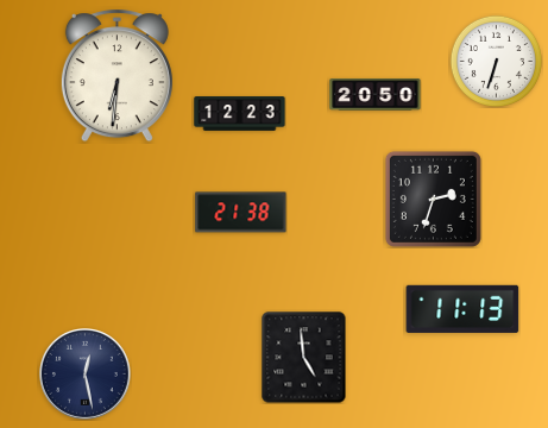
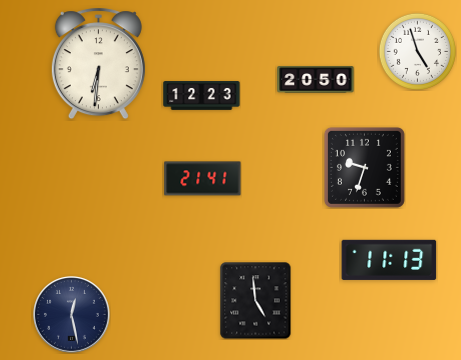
clock at (496, 61): 6:33 -> 4:57
clock at (433, 199): 2:33 -> 9:33
clock at (241, 213): 21:38 -> 21:41
